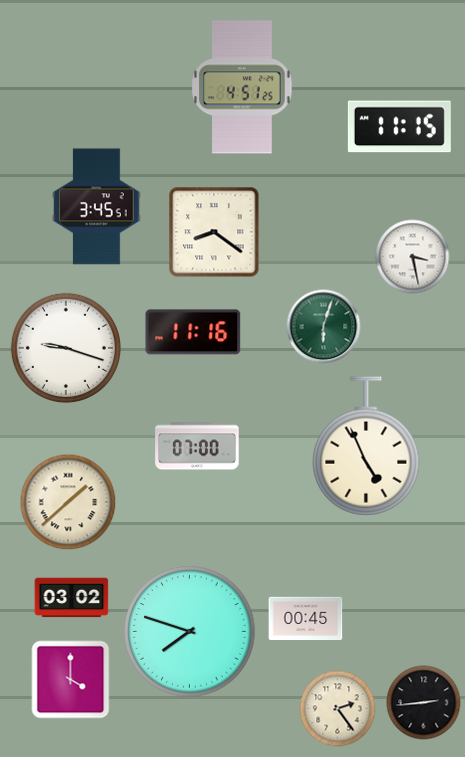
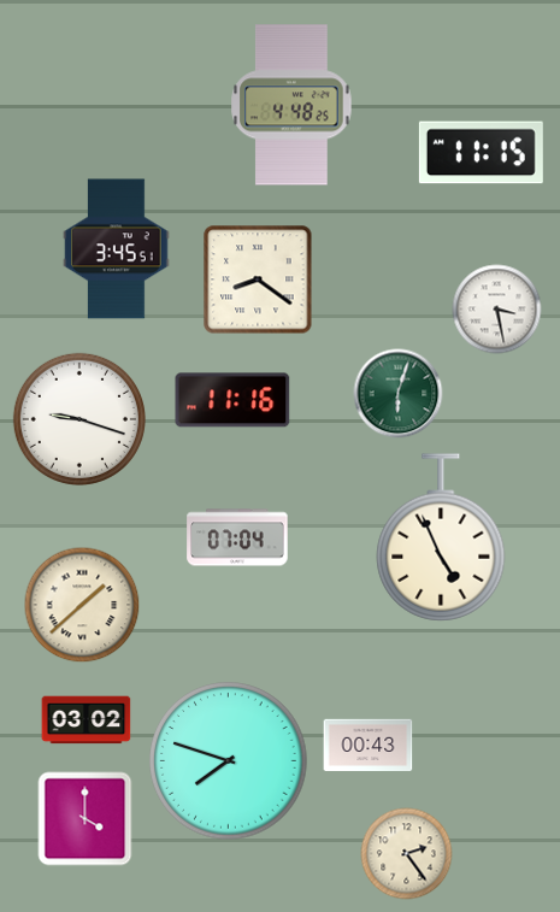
clock at (242, 87): 4:51 -> 4:48
clock at (324, 327) position: (324, 327) -> (399, 394)
clock at (197, 446): 07:00 -> 07:04
clock at (306, 619): 00:45 -> 00:43
clock at (424, 703): 2:44 -> none
